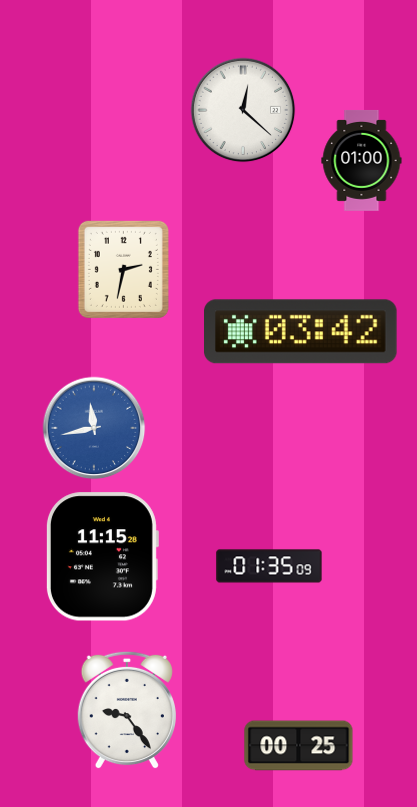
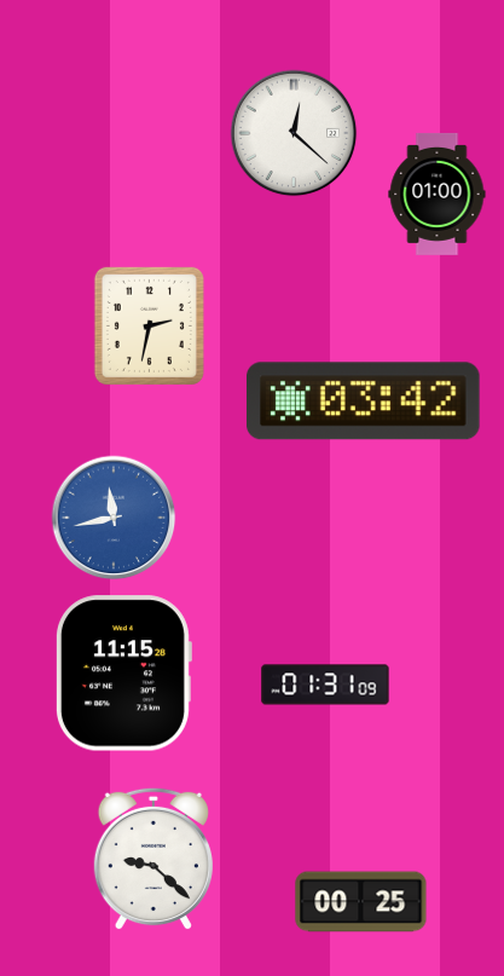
clock at (269, 566): 01:35 -> 01:31
clock at (127, 710): 9:24 -> 9:22
